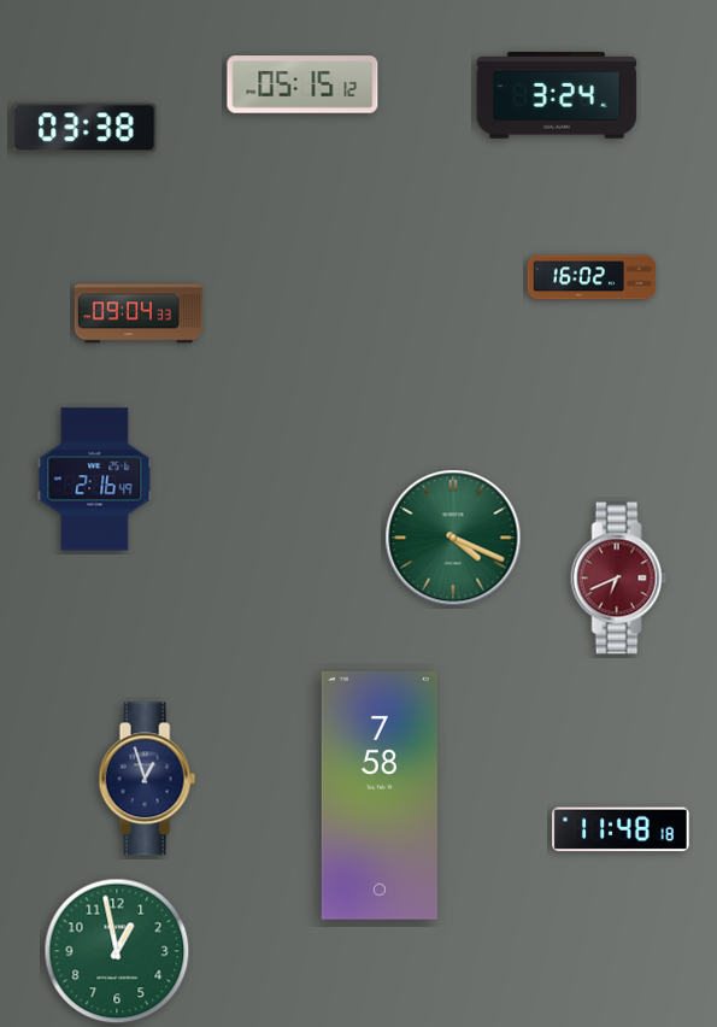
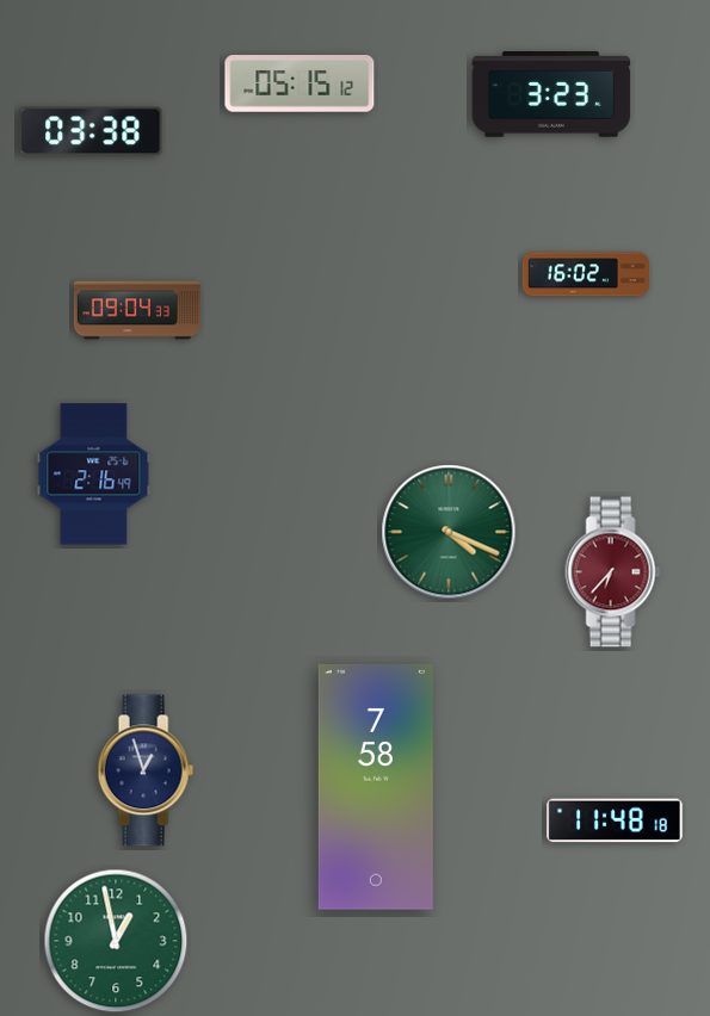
clock at (557, 95): 3:24 -> 3:23
clock at (84, 128) position: (84, 128) -> (91, 131)
clock at (619, 579): 6:41 -> 6:37
